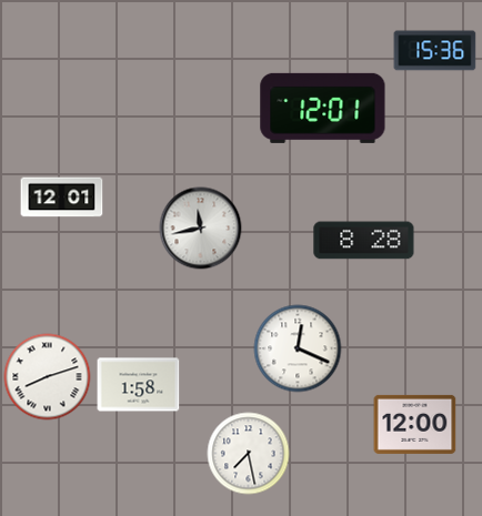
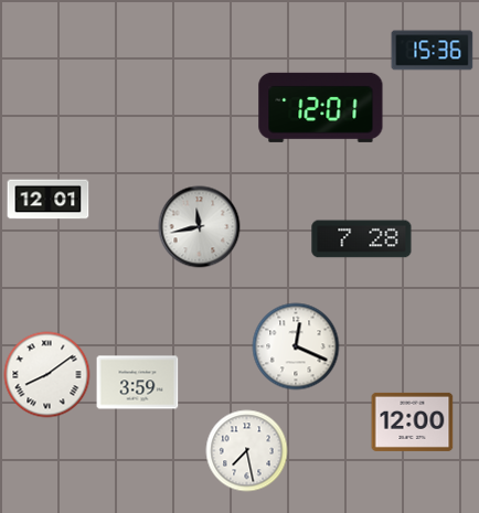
clock at (62, 198) position: (62, 198) -> (49, 200)
clock at (364, 241): 8:28 -> 7:28
clock at (48, 377): 8:12 -> 8:09
clock at (139, 385): 1:58 -> 3:59
